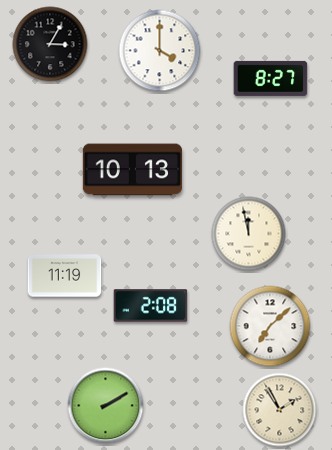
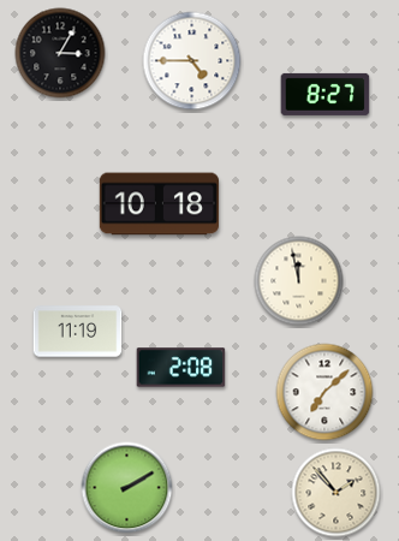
clock at (160, 51): 4:00 -> 4:45
clock at (132, 170): 10:13 -> 10:18
clock at (280, 410): 1:55 -> 1:53
